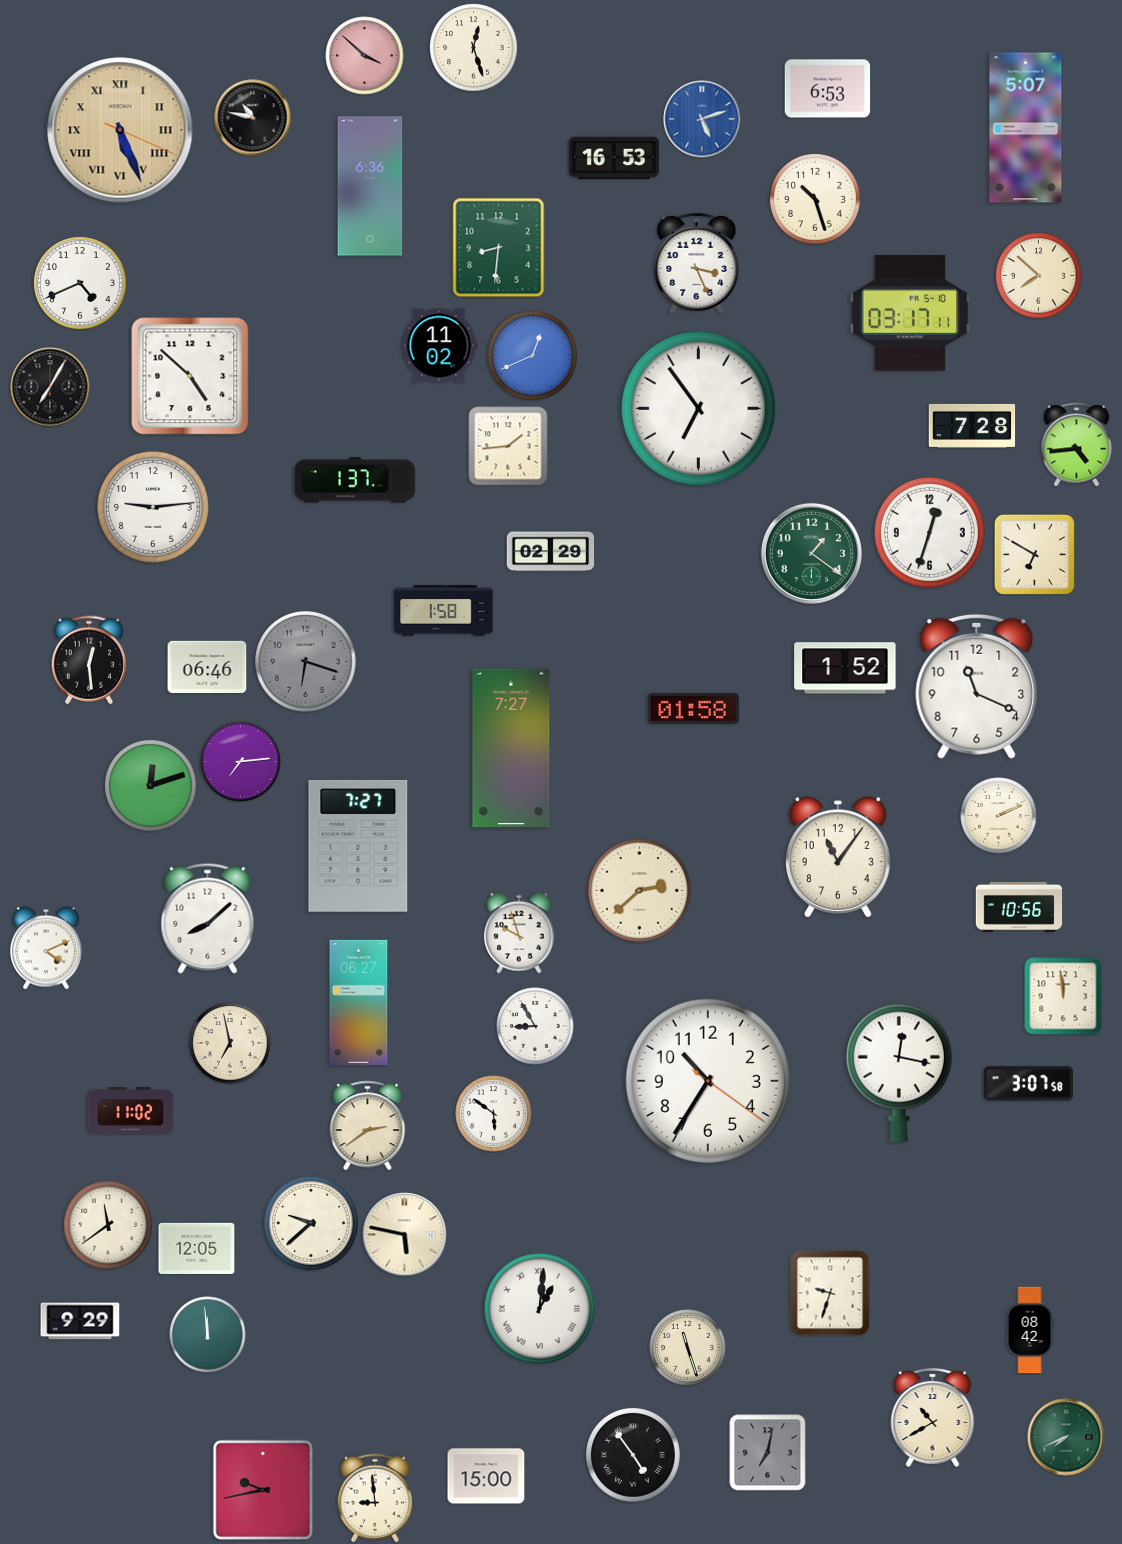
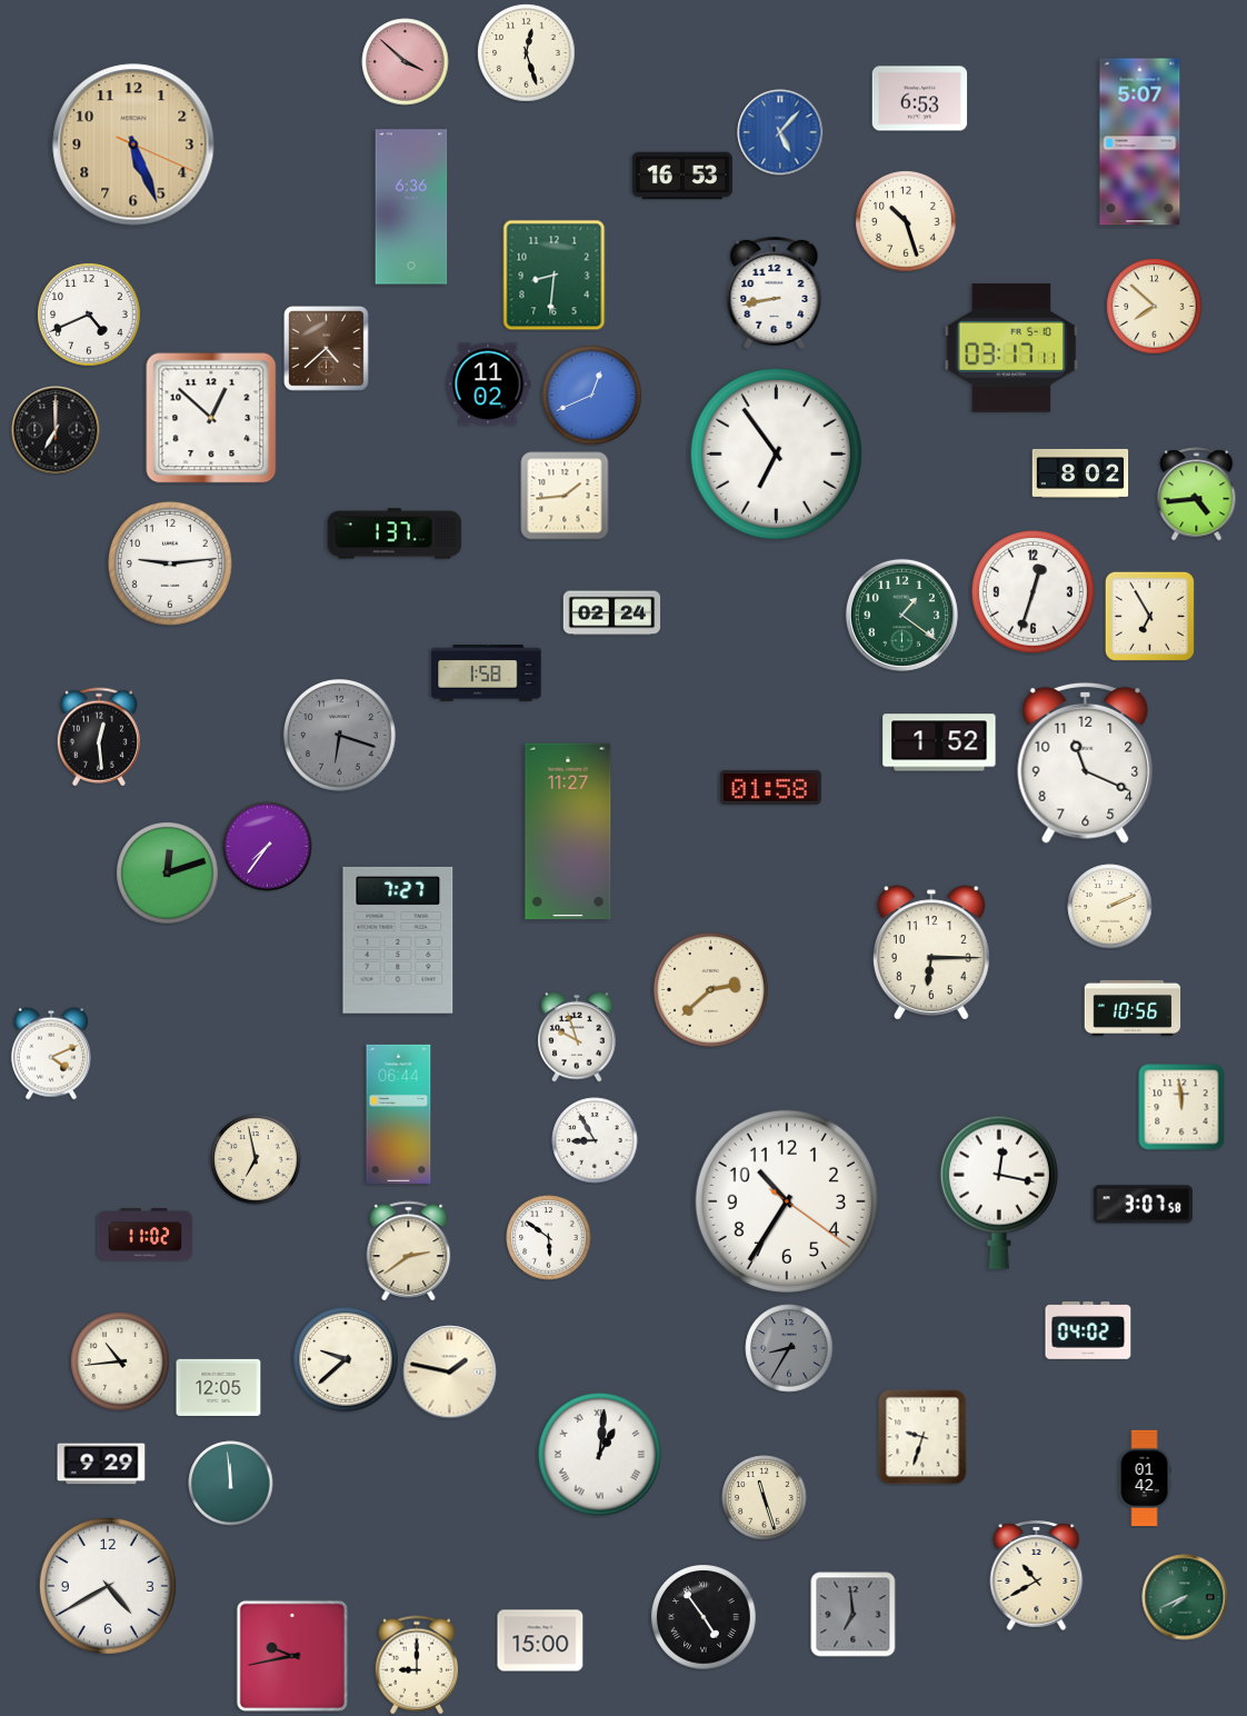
clock at (253, 118): 10:47 -> none
clock at (702, 119): 5:12 -> 5:07
clock at (120, 130) numerals: Roman -> Arabic
clock at (697, 263): 3:26 -> 8:43
clock at (327, 349): none -> 4:38
clock at (190, 376): 4:52 -> 12:52
clock at (50, 387): 7:05 -> 7:00
clock at (972, 426): 7:28 -> 8:02
clock at (551, 552): 02:29 -> 02:24
clock at (1034, 554): 6:50 -> 6:55
clock at (444, 611) position: (444, 611) -> (487, 674)
clock at (88, 660) position: (88, 660) -> (98, 737)
clock at (207, 666): 06:46 -> none
clock at (511, 748): 7:27 -> 11:27
clock at (241, 762): 7:14 -> 7:36
clock at (838, 857): 11:06 -> 6:15
clock at (208, 918): 8:08 -> none
clock at (359, 1002): 06:27 -> 06:44
clock at (1088, 1330): none -> 04:02
clock at (789, 1348): none -> 8:35
clock at (108, 1225): 11:39 -> 10:44
clock at (405, 1235): 5:47 -> 1:47
clock at (80, 1321) position: (80, 1321) -> (101, 1464)
clock at (1030, 1330): 08:42 -> 01:42
clock at (108, 1586): none -> 4:40
clock at (768, 1453): 7:02 -> 6:59
clock at (374, 1498): 8:59 -> 9:00
